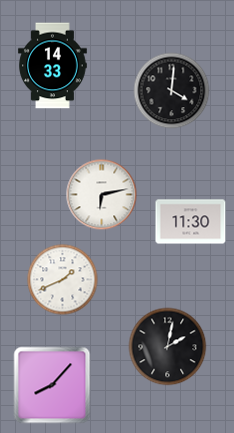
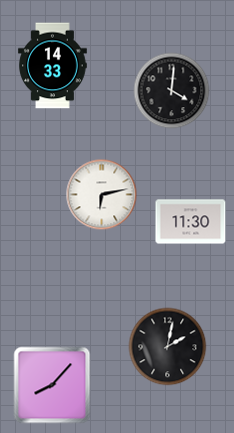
clock at (63, 280): 1:41 -> none
